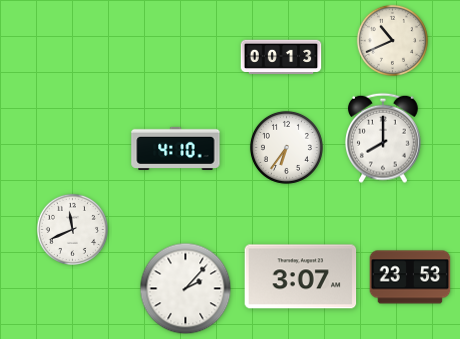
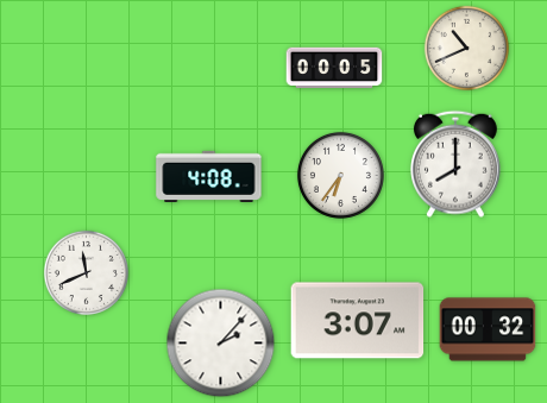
clock at (281, 57): 00:13 -> 00:05
clock at (176, 148): 4:10 -> 4:08
clock at (301, 277) position: (301, 277) -> (358, 321)
clock at (410, 277): 23:53 -> 00:32
